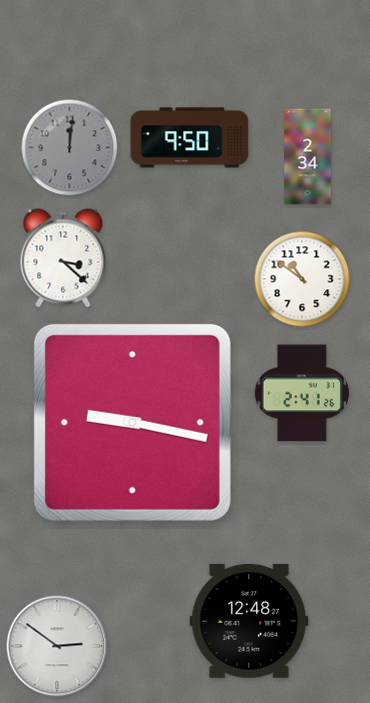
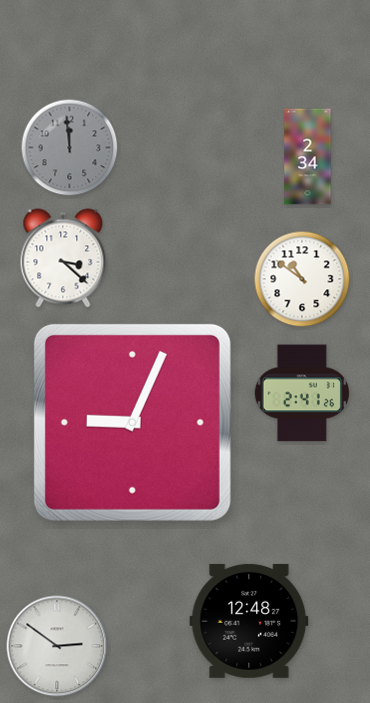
clock at (190, 138): 9:50 -> none
clock at (70, 148): 12:01 -> 11:59
clock at (132, 422): 9:17 -> 9:04
